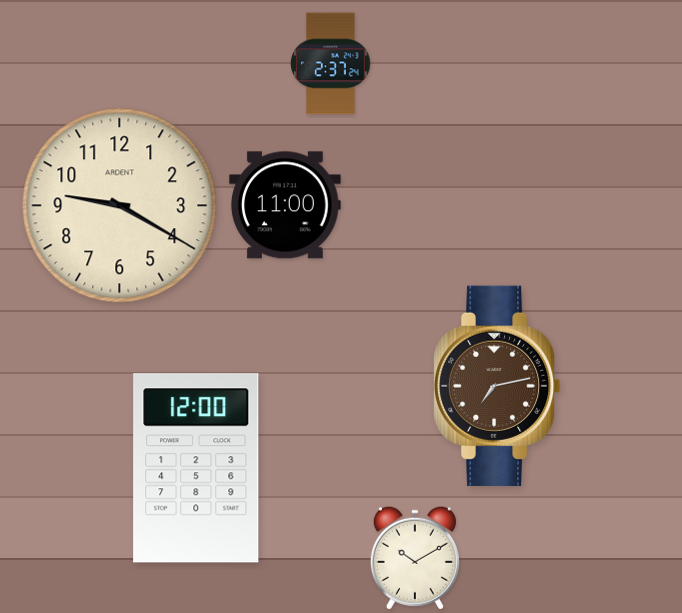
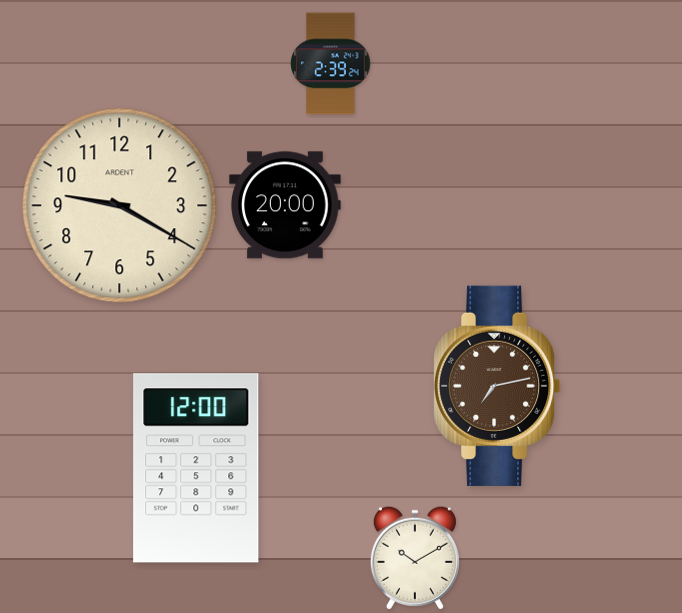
clock at (331, 64): 2:37 -> 2:39
clock at (285, 205): 11:00 -> 20:00
